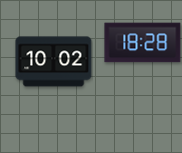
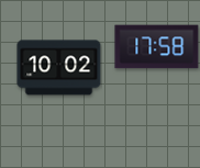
clock at (143, 43): 18:28 -> 17:58
